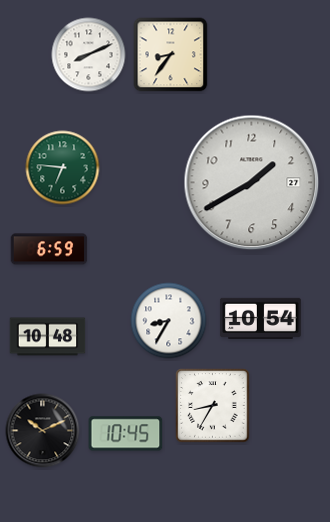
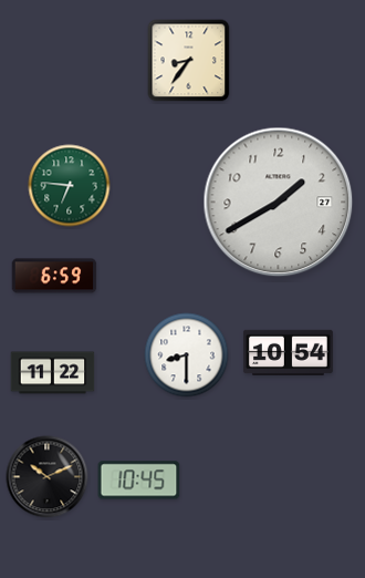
clock at (89, 55): 8:11 -> none
clock at (169, 321): 8:35 -> 8:30
clock at (48, 337): 10:48 -> 11:22
clock at (213, 406): 8:35 -> none
